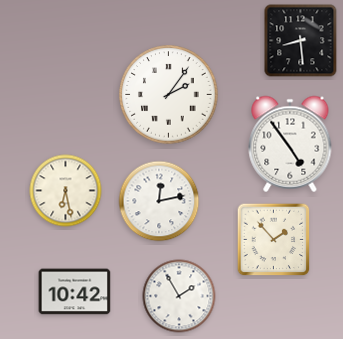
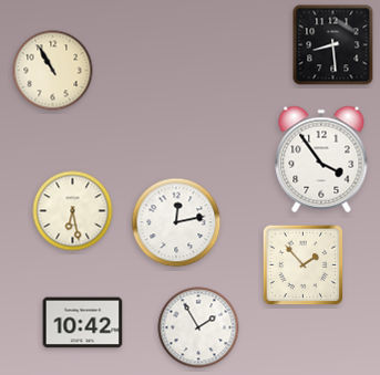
clock at (53, 71): none -> 10:55
clock at (169, 95): 2:06 -> none
clock at (290, 144): 4:54 -> 3:54
